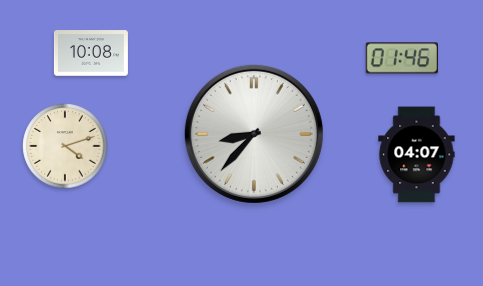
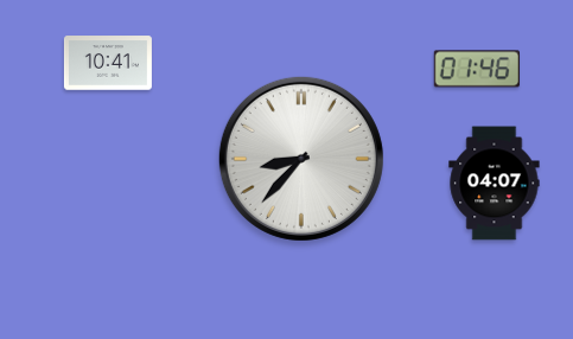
clock at (91, 53): 10:08 -> 10:41
clock at (65, 146): 4:12 -> none
